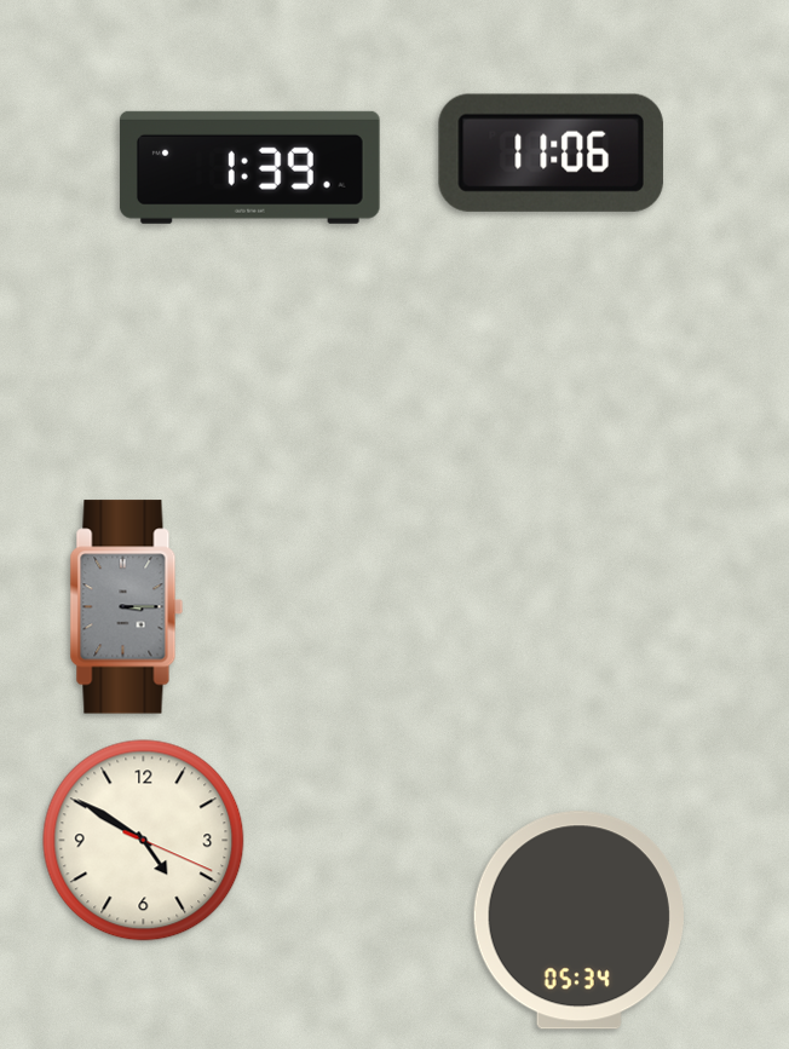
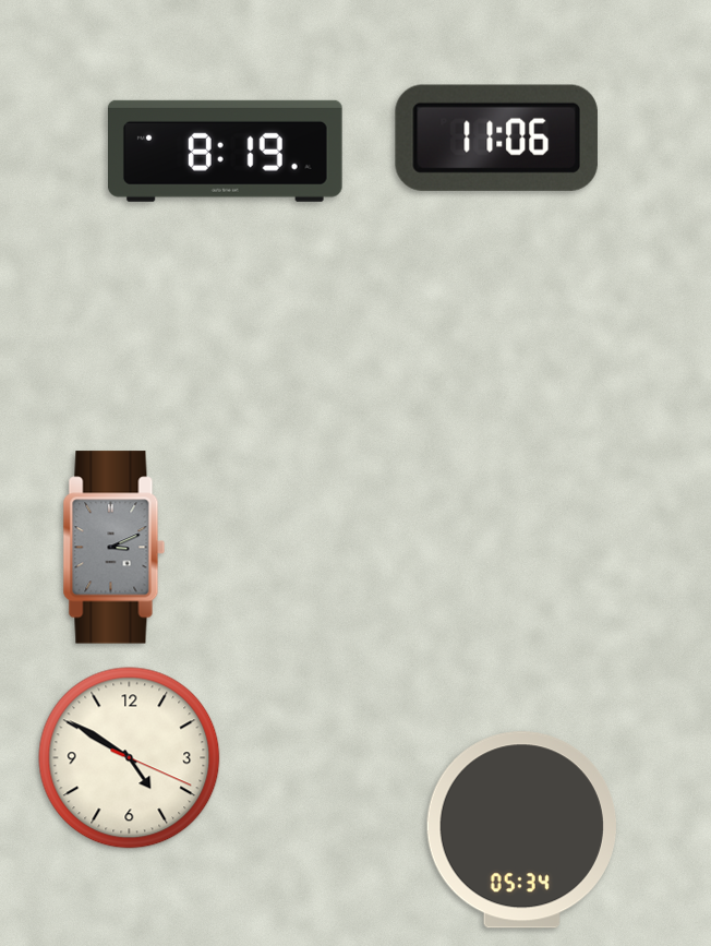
clock at (249, 167): 1:39 -> 8:19
clock at (127, 607): 3:15 -> 3:11
